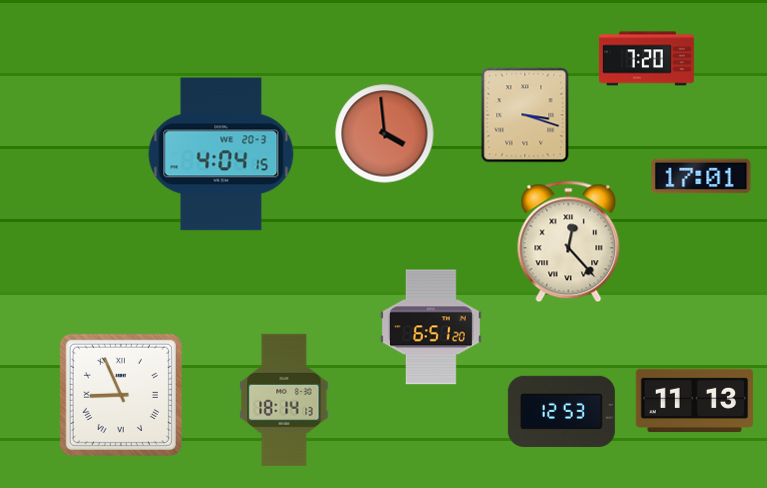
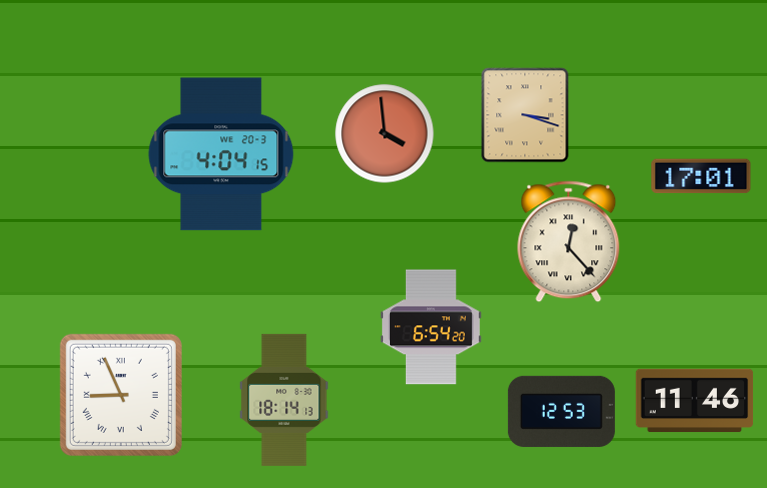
clock at (646, 59): 7:20 -> none
clock at (431, 327): 6:51 -> 6:54
clock at (695, 401): 11:13 -> 11:46
